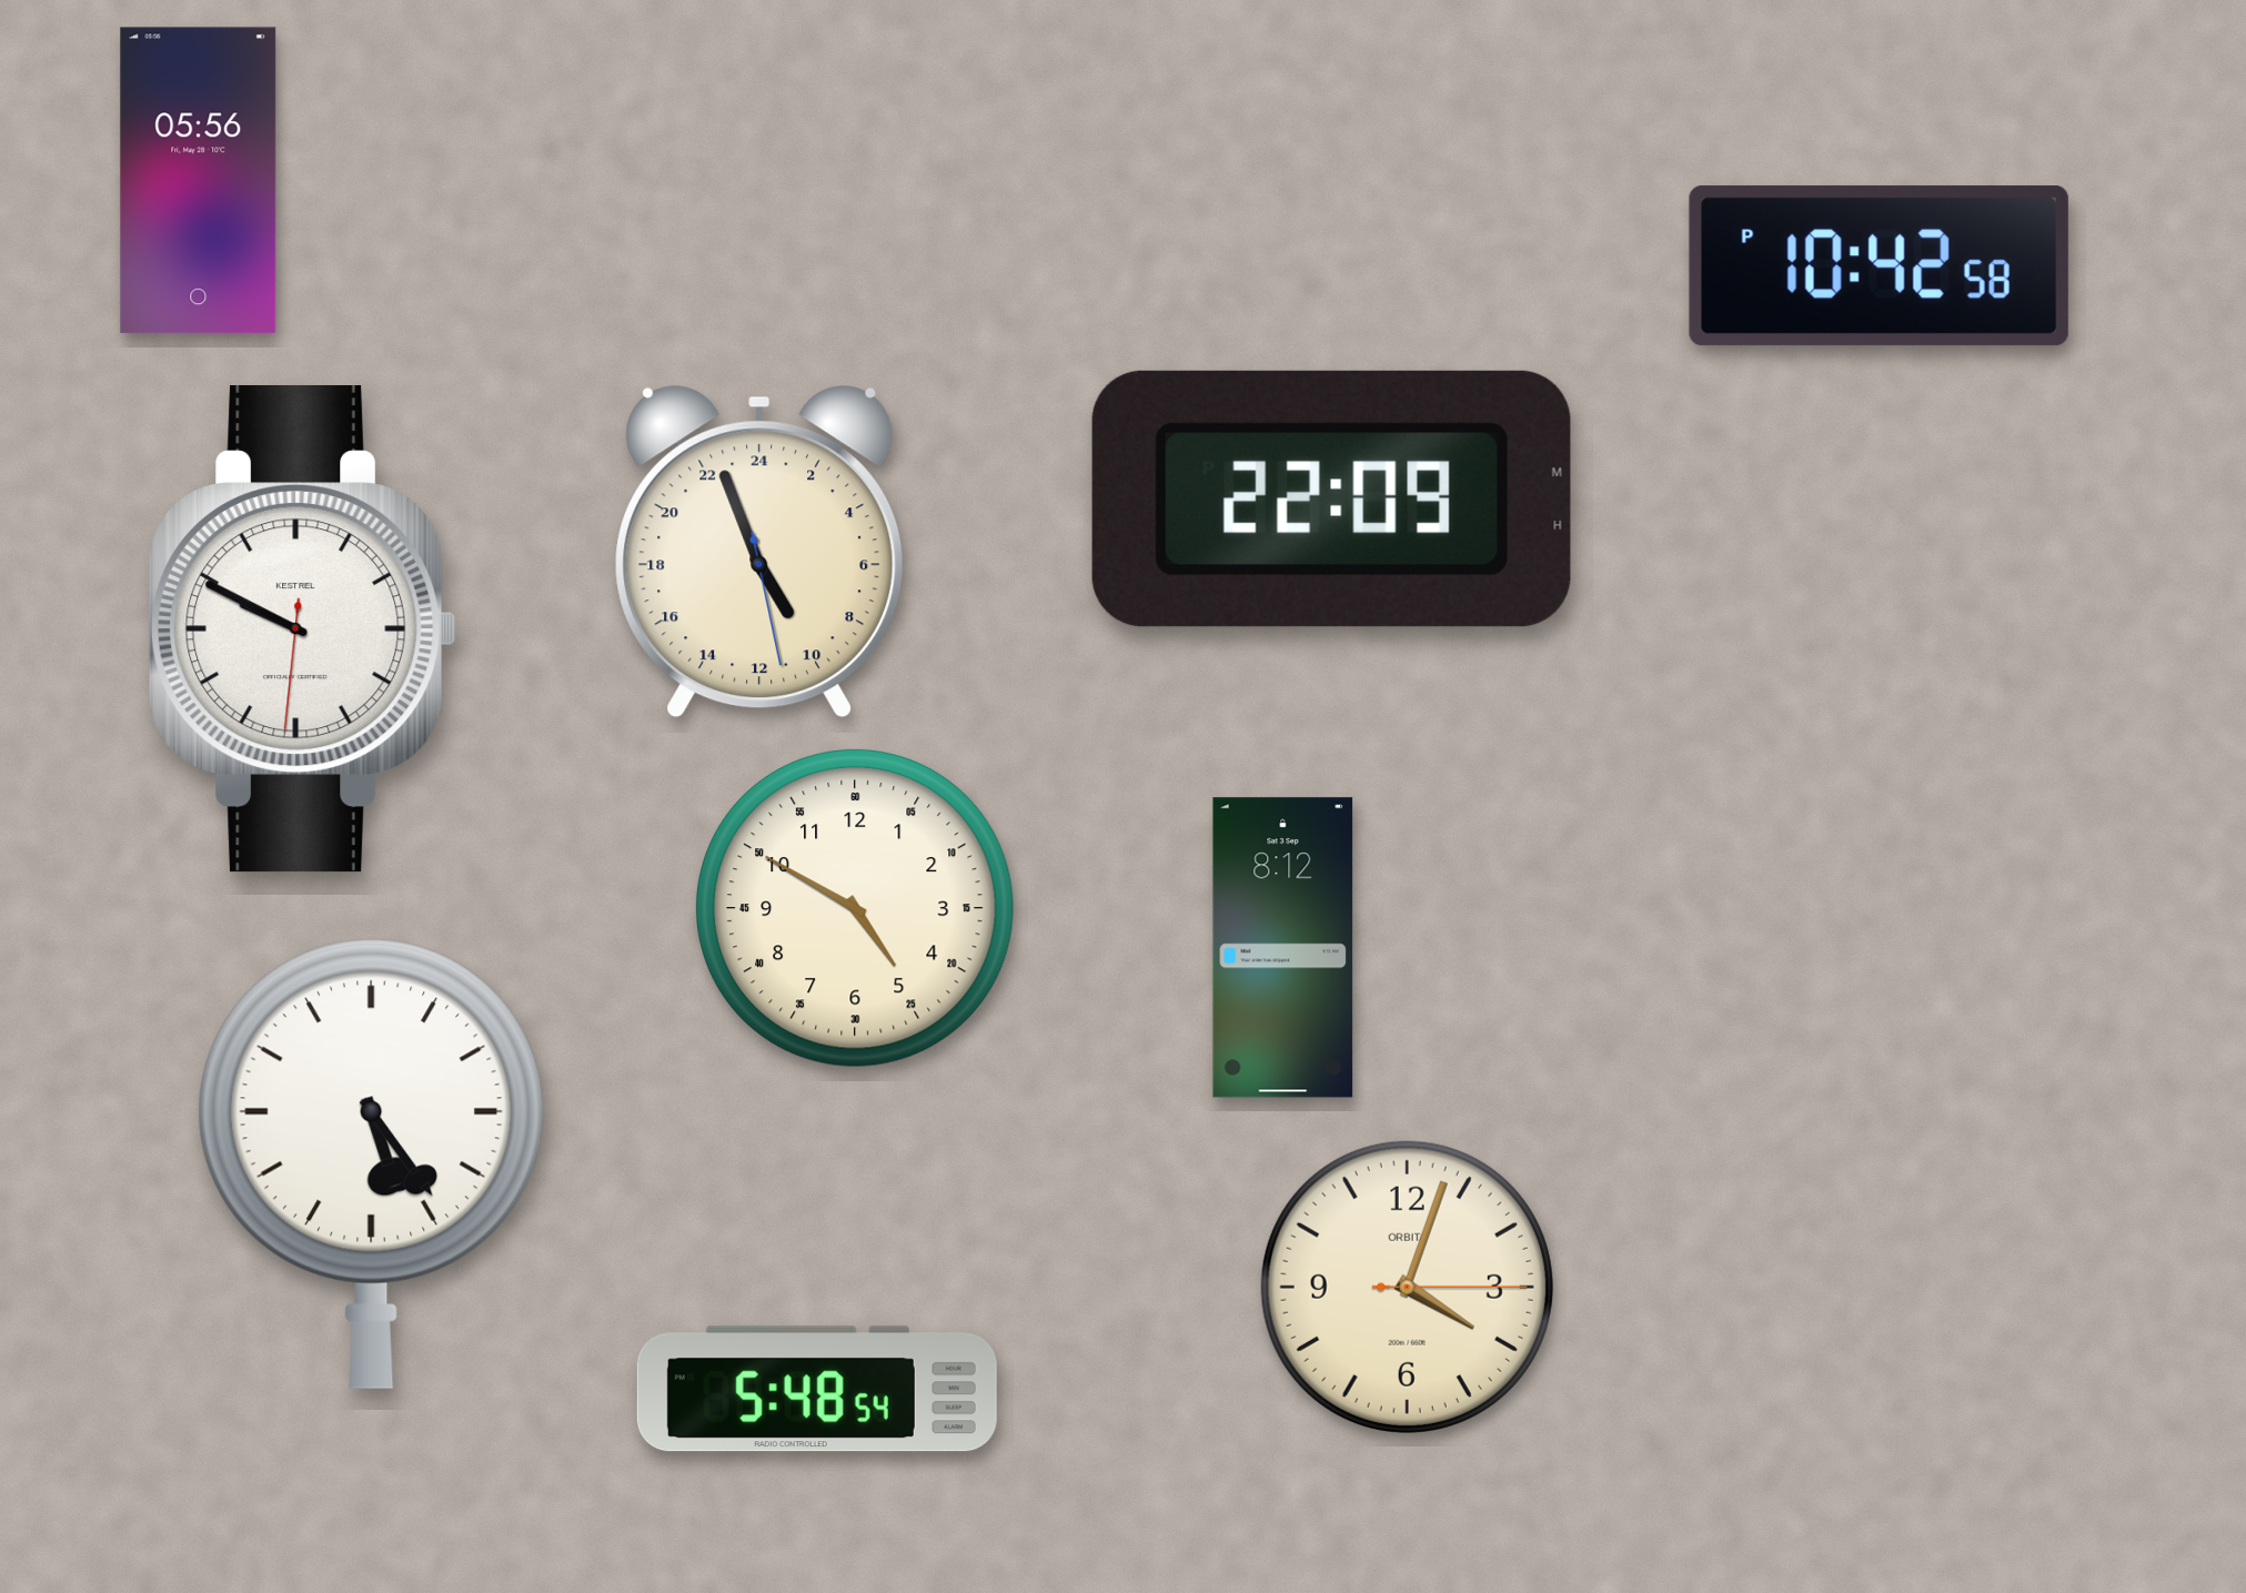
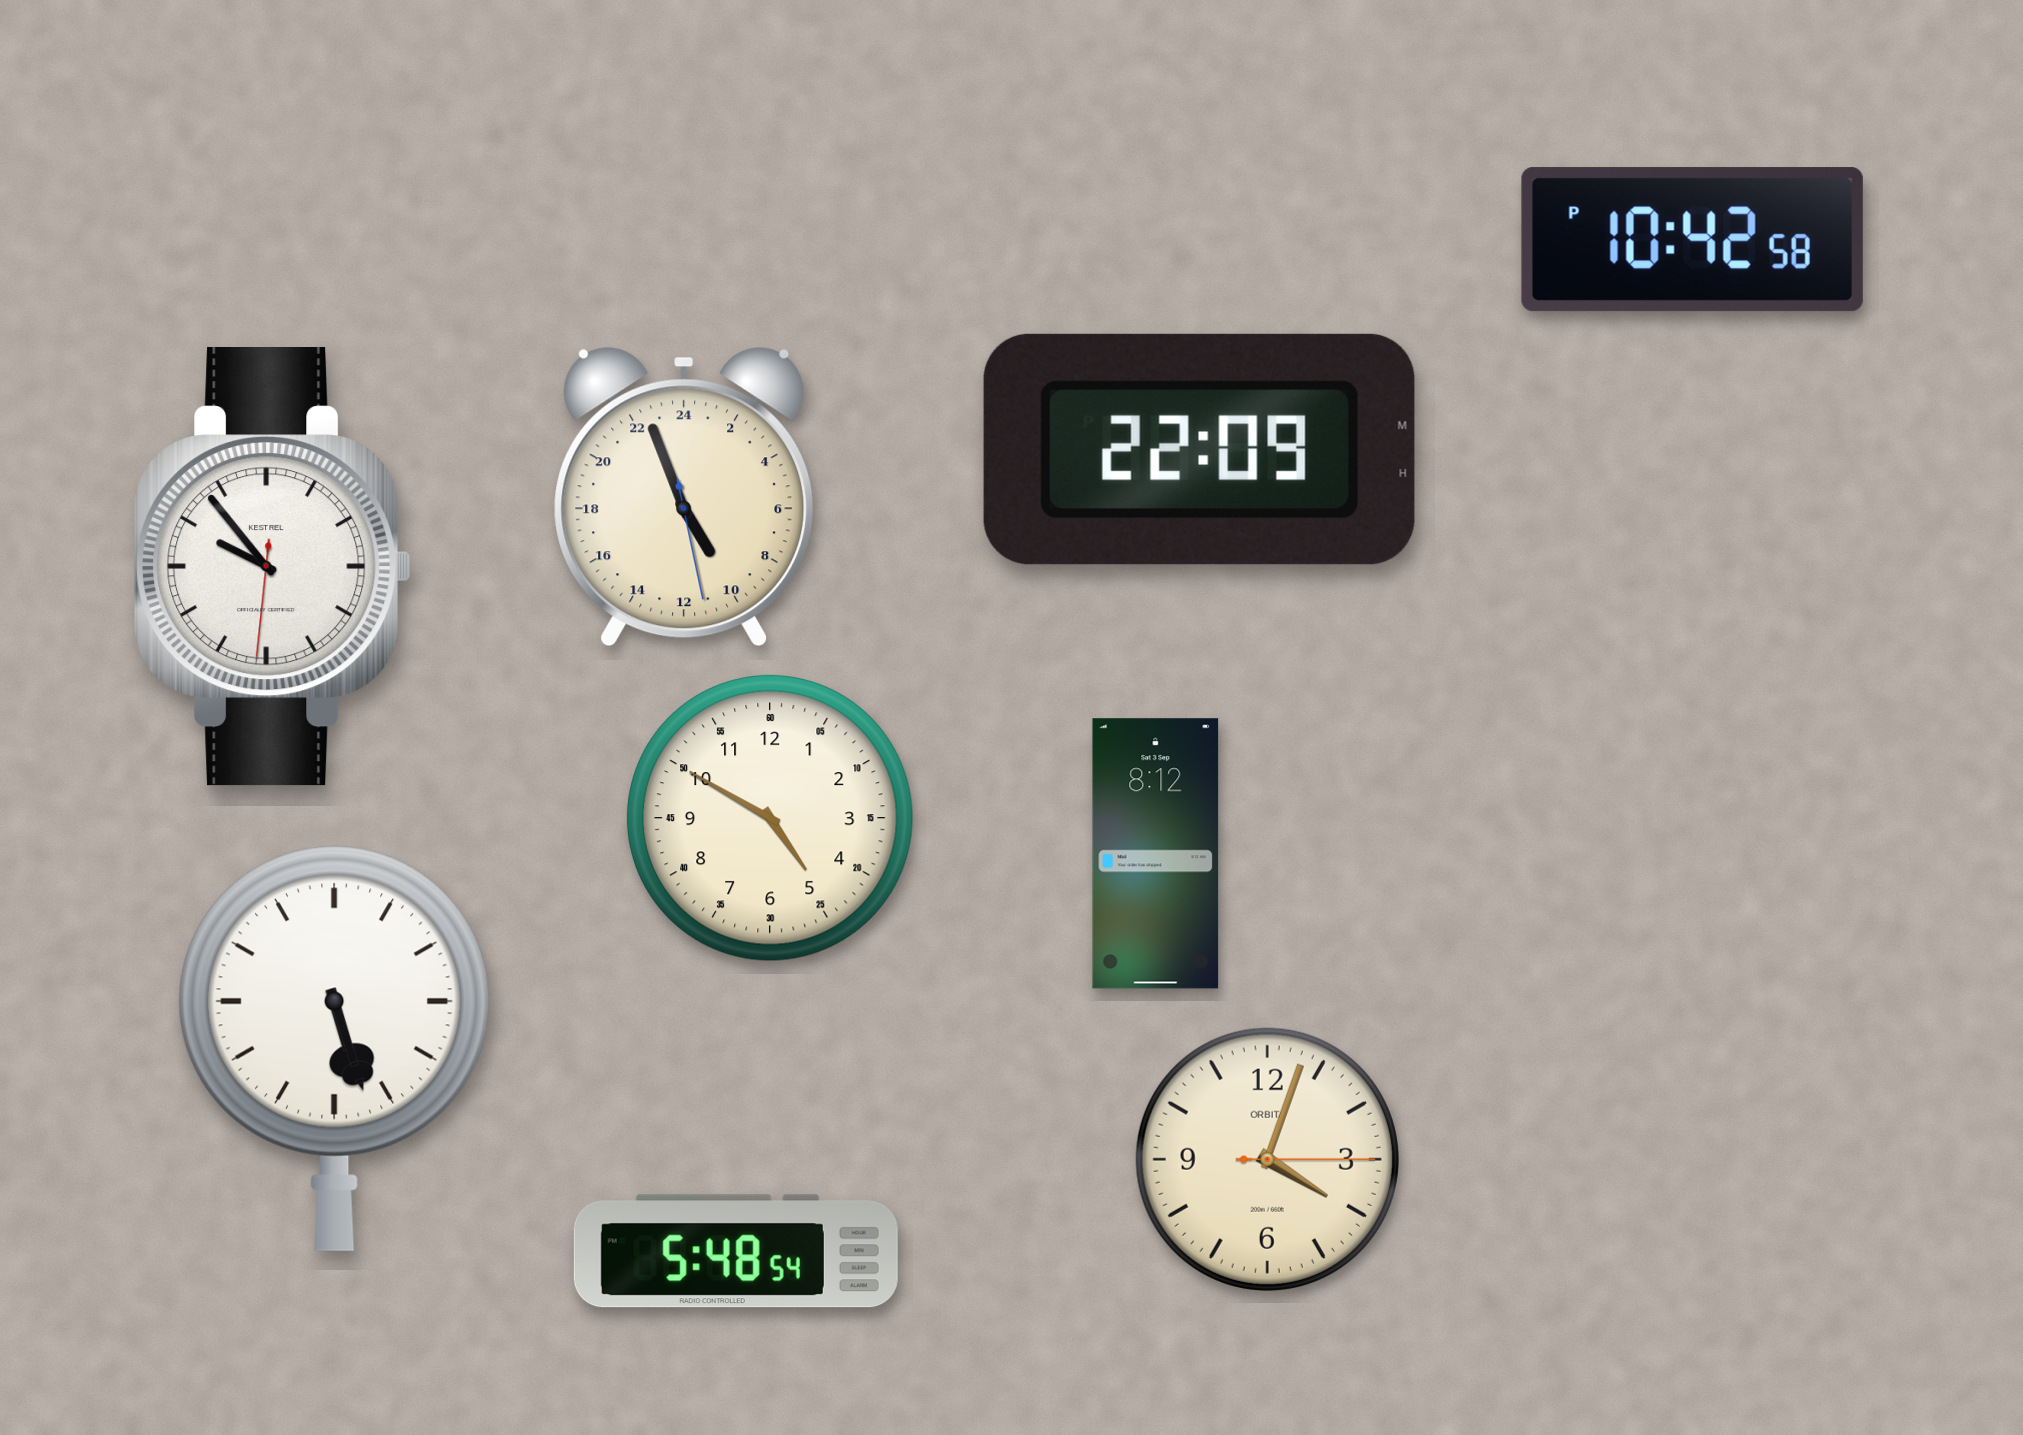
clock at (199, 181): 05:56 -> none
clock at (303, 629): 9:49 -> 9:53
clock at (371, 1163): 5:24 -> 5:27
